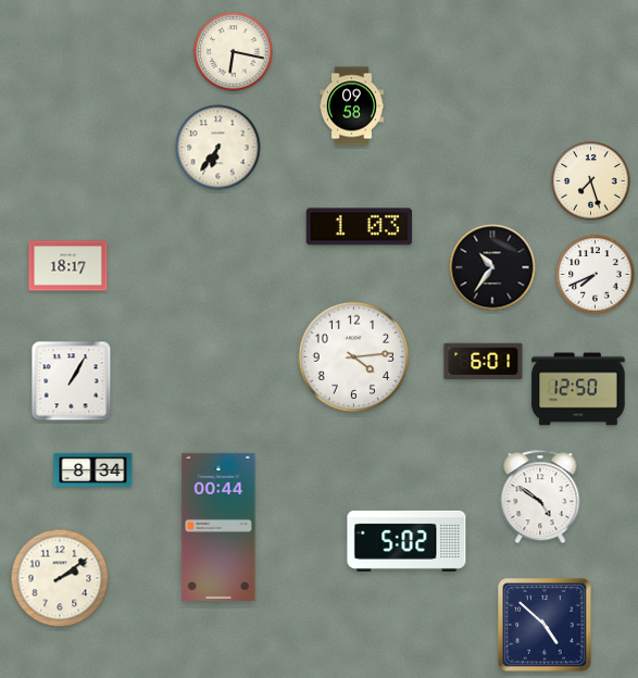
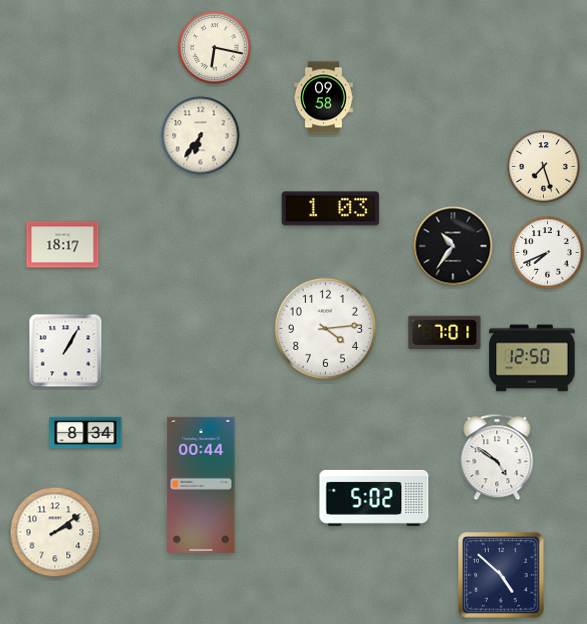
clock at (484, 362): 6:01 -> 7:01
